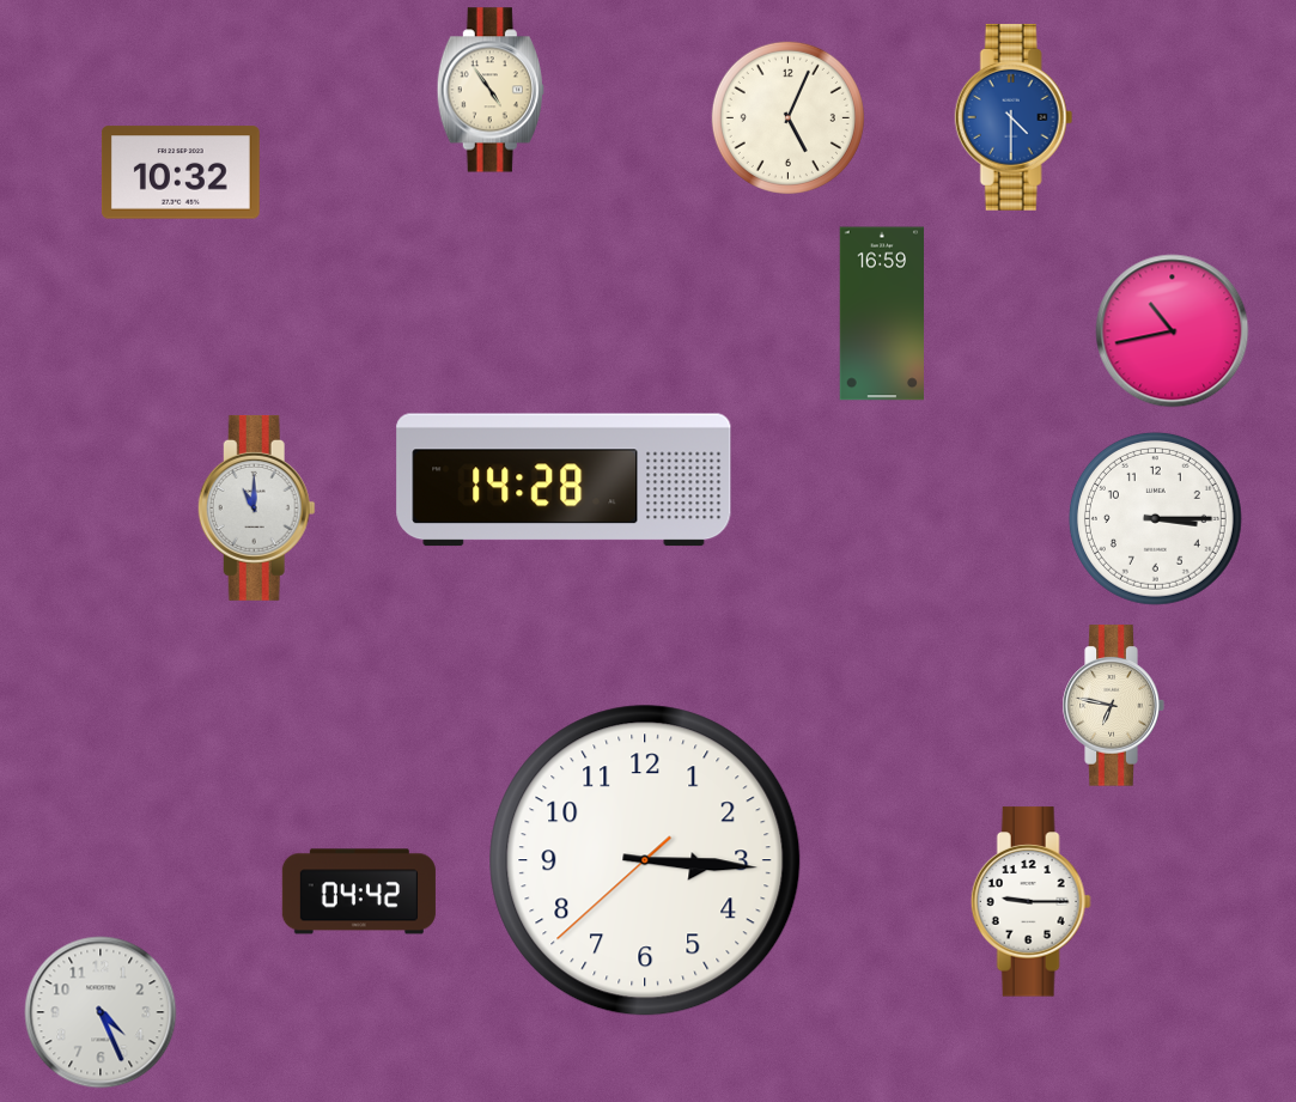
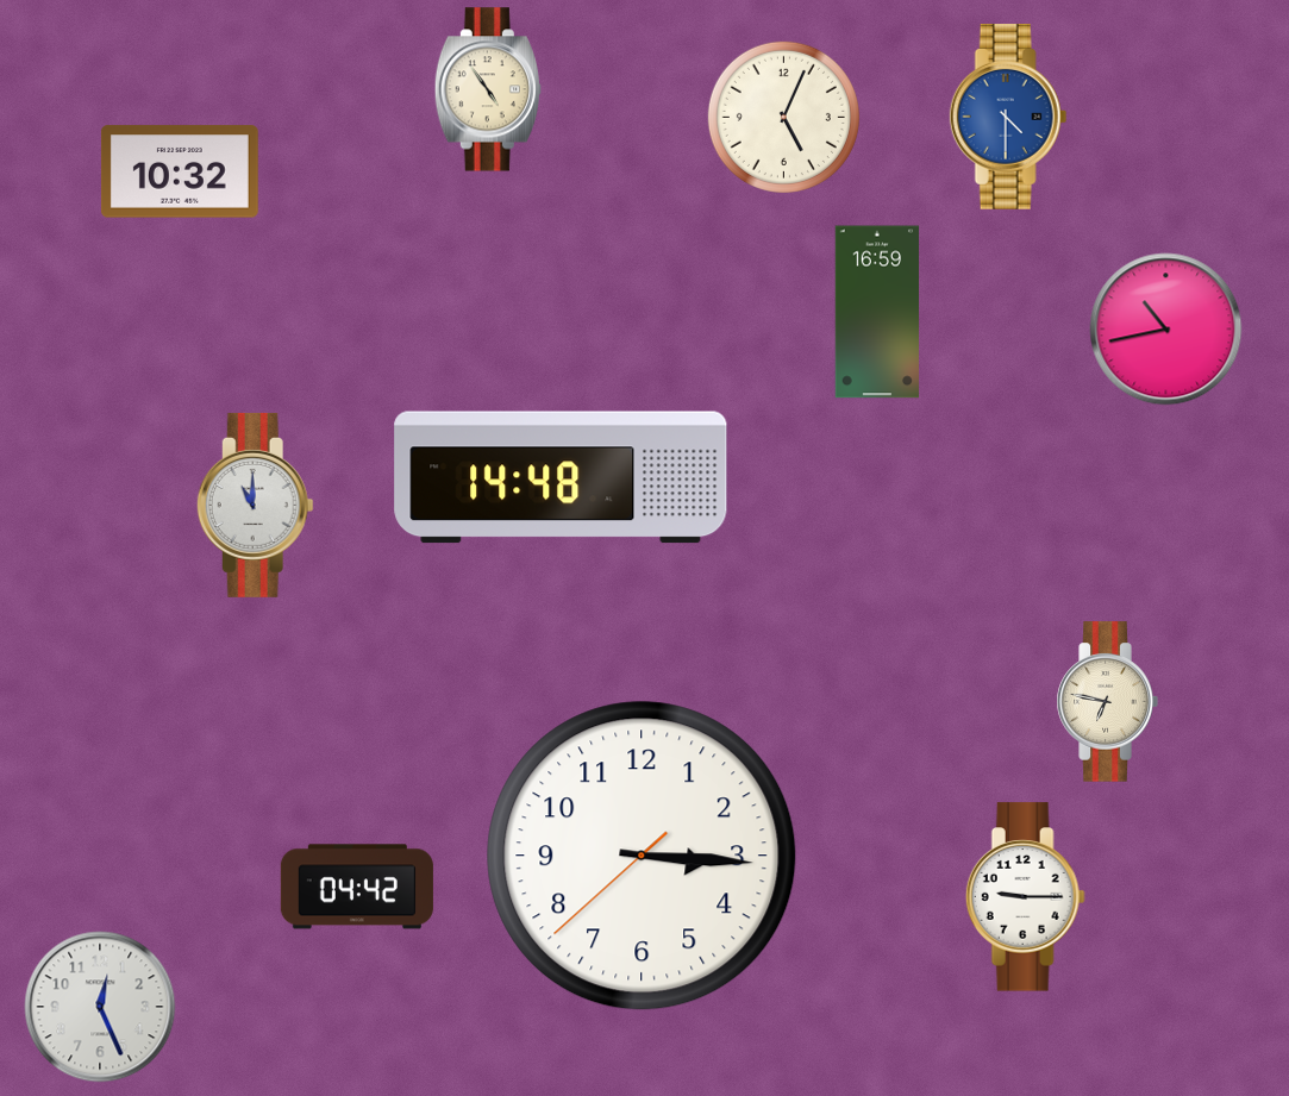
clock at (564, 480): 14:28 -> 14:48
clock at (1155, 518): 3:15 -> none
clock at (101, 1012): 4:26 -> 12:26
